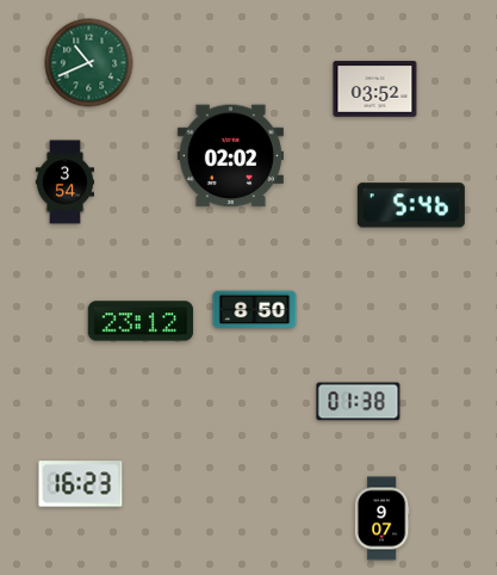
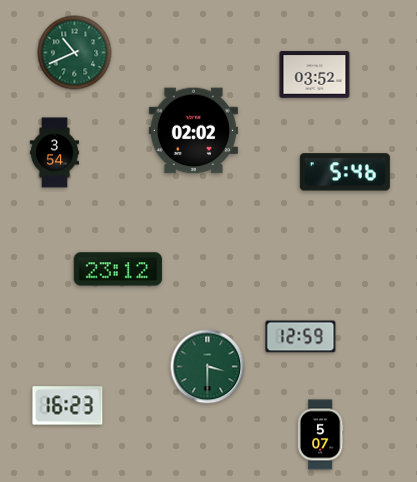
clock at (255, 310): 8:50 -> none
clock at (359, 402): 01:38 -> 12:59
clock at (208, 367): none -> 3:30
clock at (381, 519): 9:07 -> 5:07
